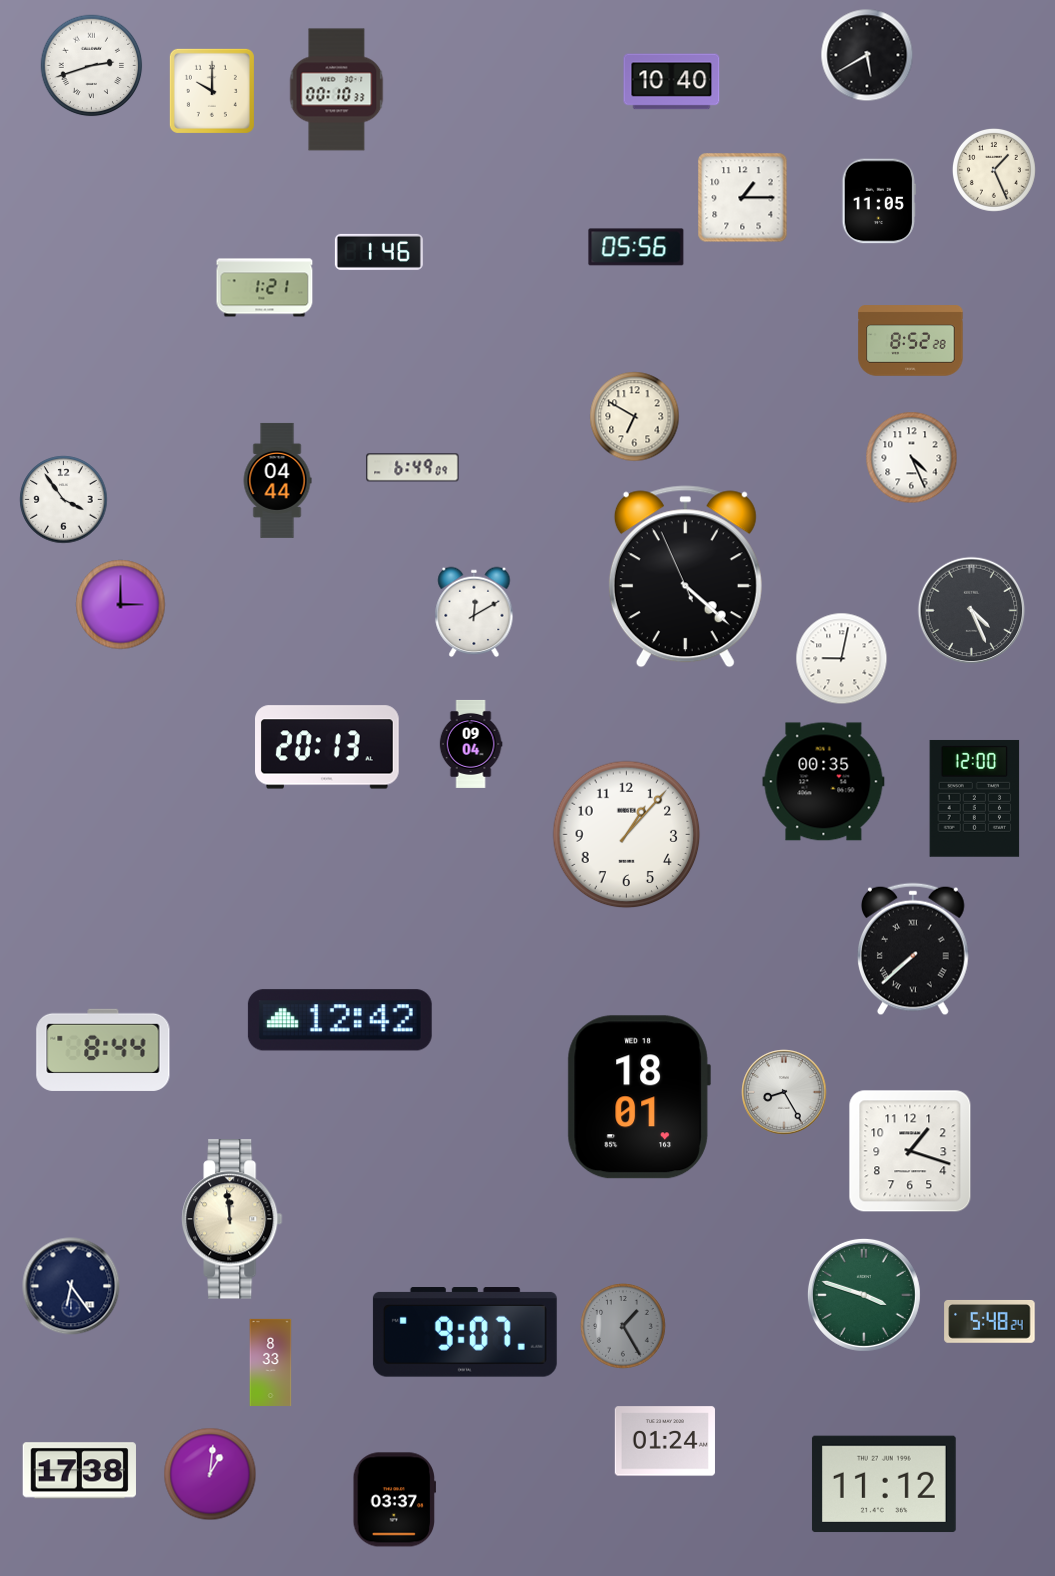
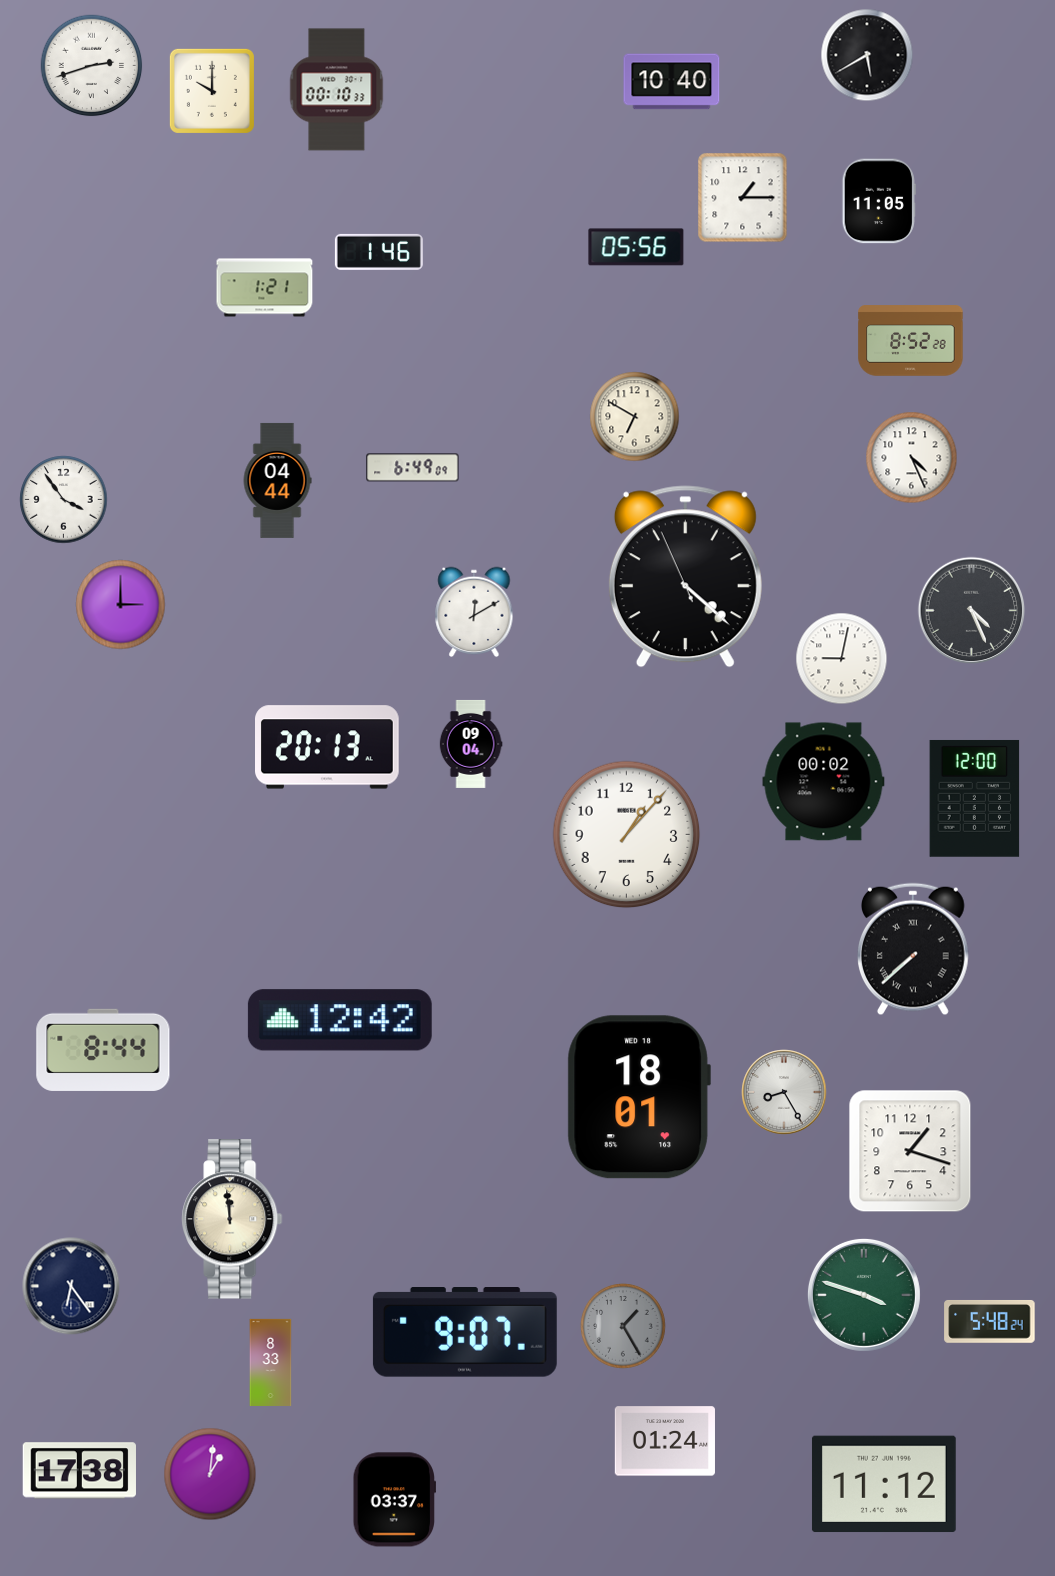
clock at (994, 170): 1:26 -> none
clock at (824, 782): 00:35 -> 00:02
